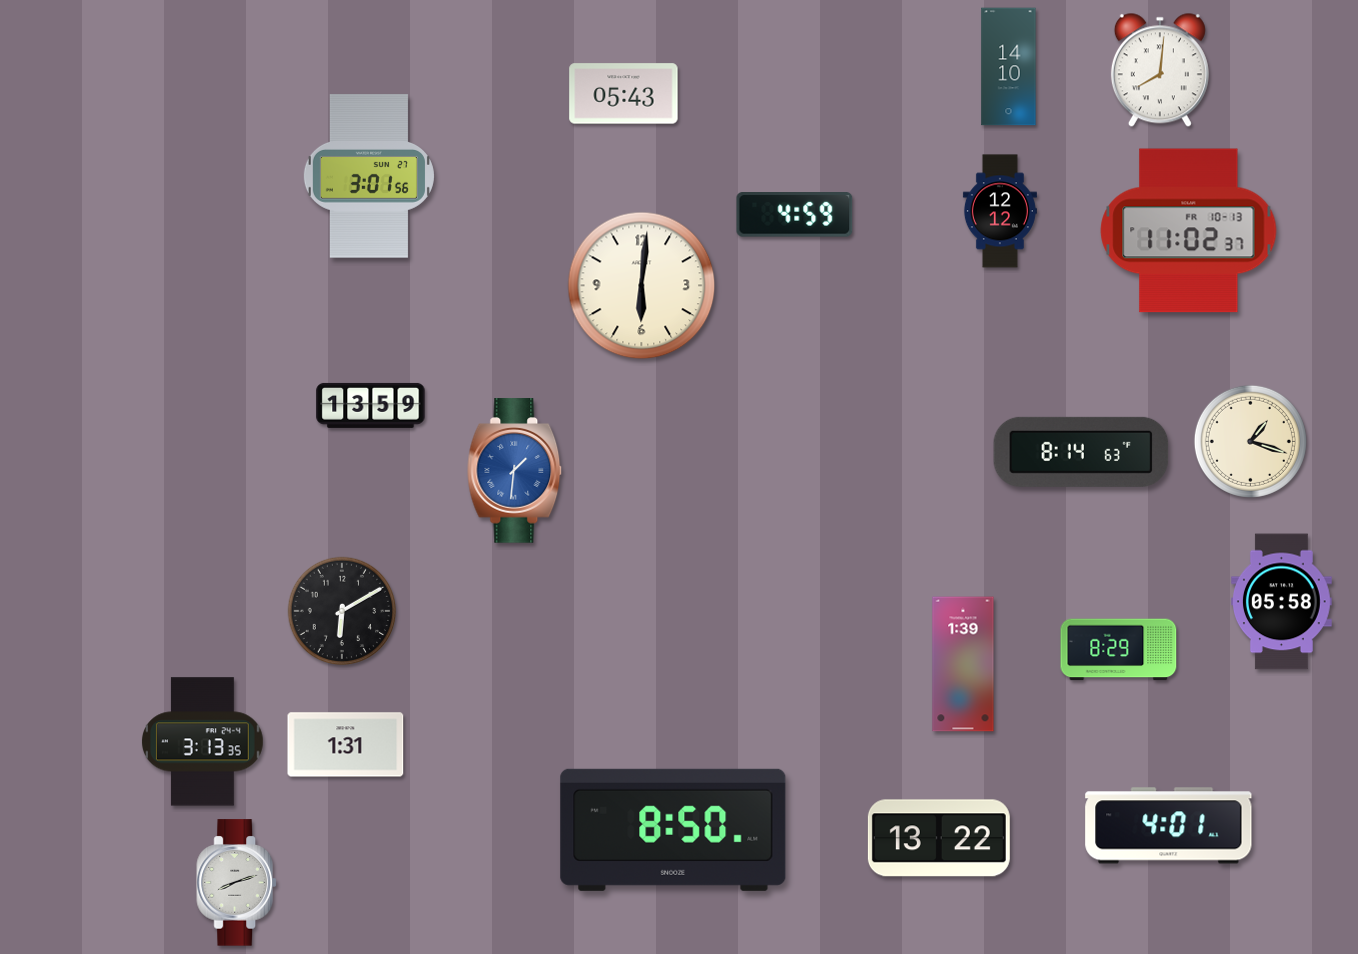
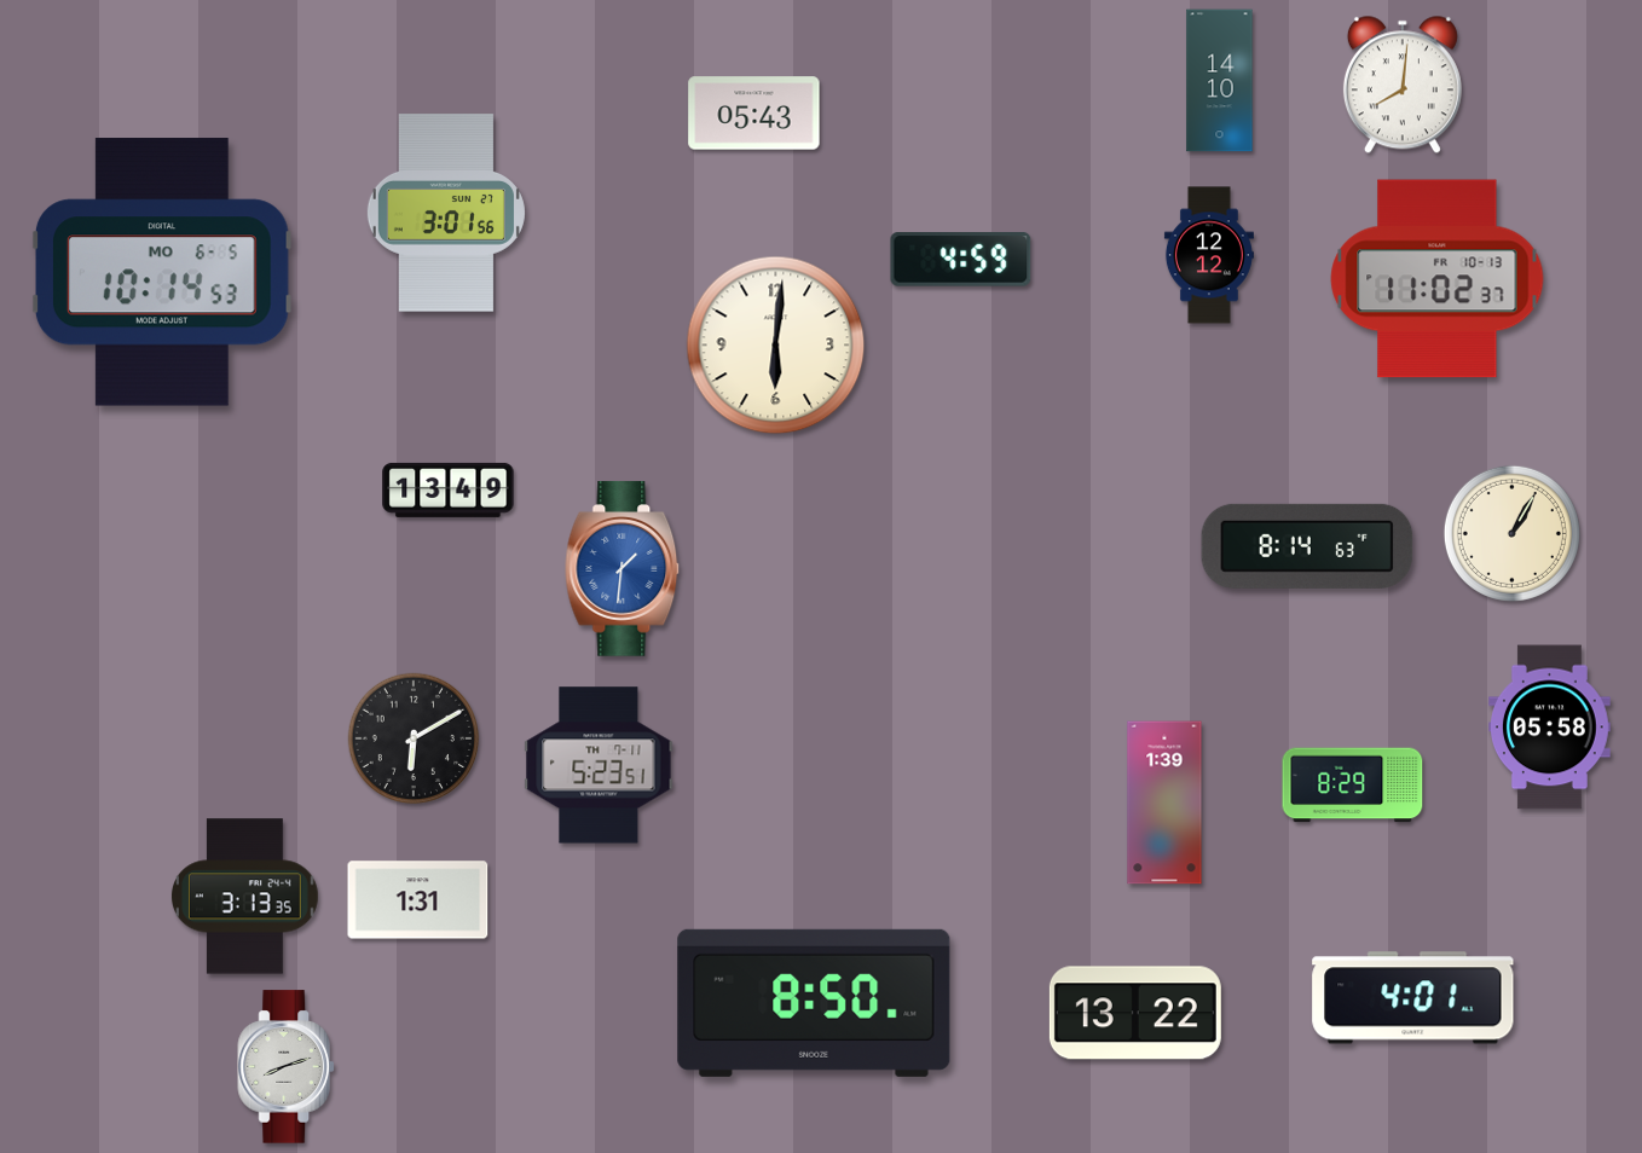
clock at (162, 272): none -> 10:14
clock at (371, 405): 13:59 -> 13:49
clock at (1250, 441): 1:18 -> 1:05
clock at (599, 765): none -> 5:23
